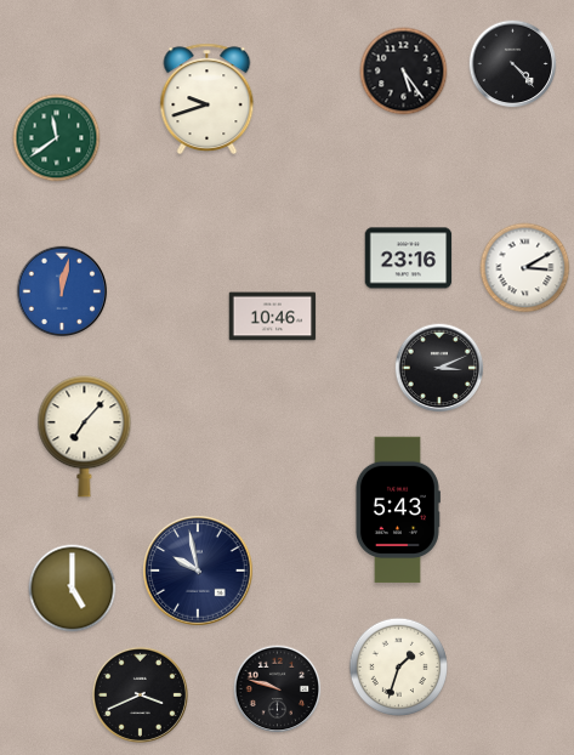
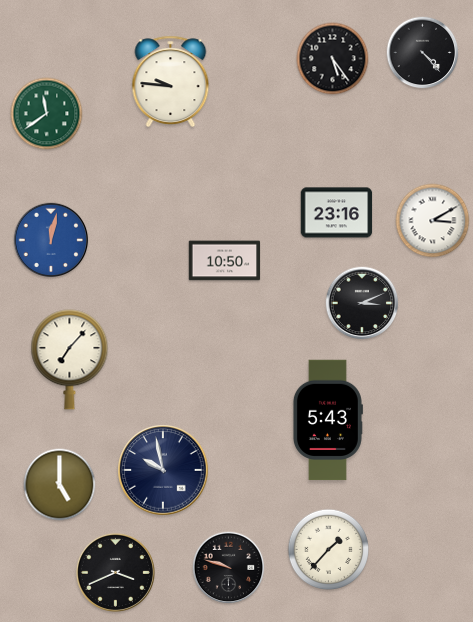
clock at (208, 100): 9:42 -> 9:46
clock at (273, 317): 10:46 -> 10:50
clock at (398, 666): 1:33 -> 1:37
